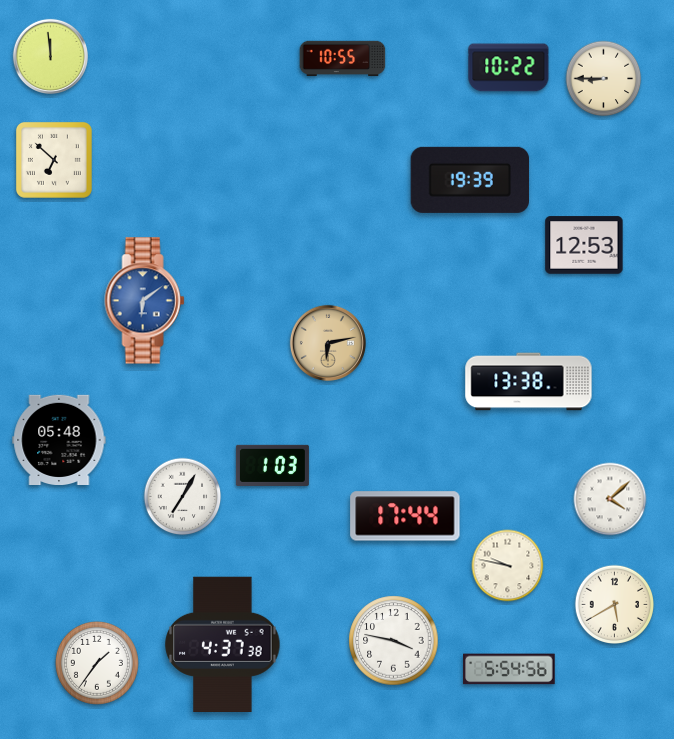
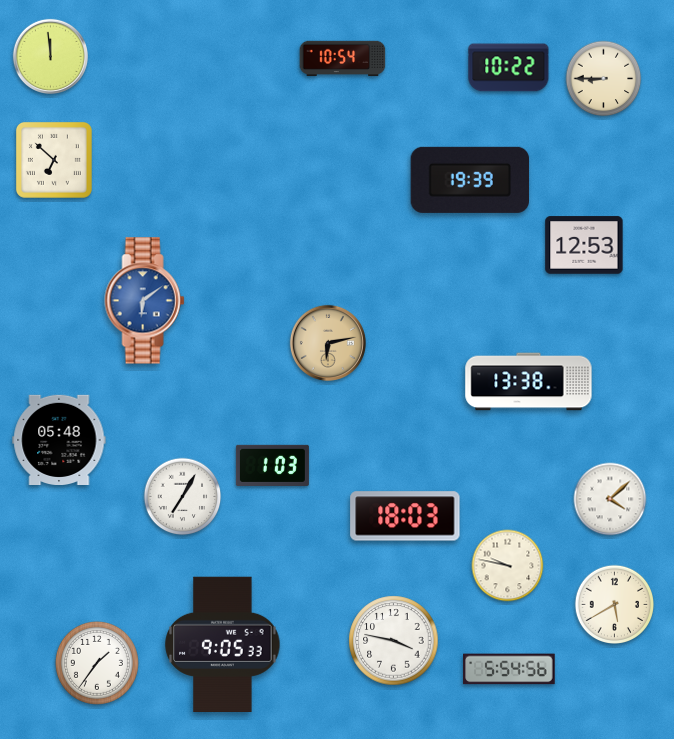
clock at (343, 59): 10:55 -> 10:54
clock at (405, 516): 17:44 -> 18:03
clock at (223, 644): 4:37 -> 9:05
